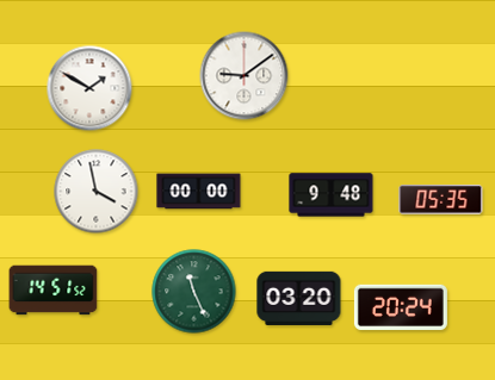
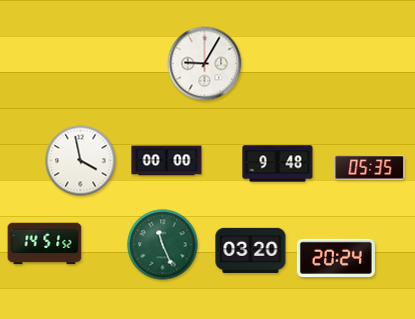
clock at (245, 76): 9:09 -> 9:05
clock at (89, 88): 1:50 -> none
